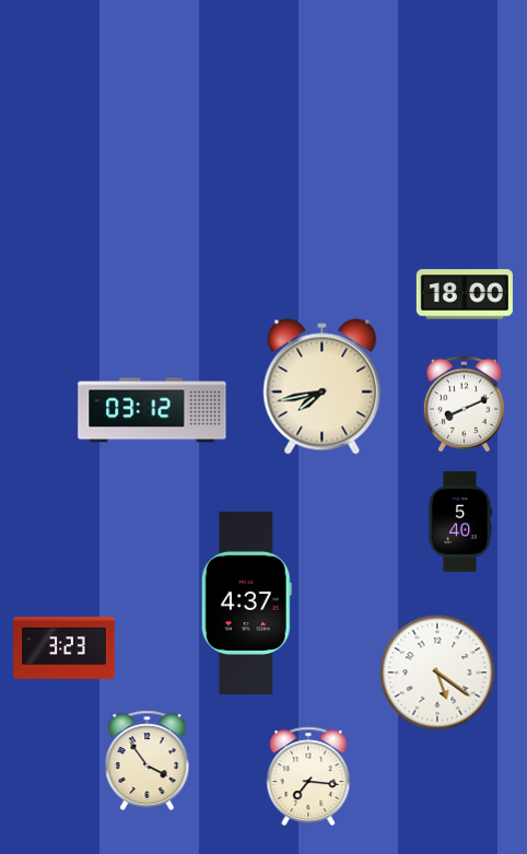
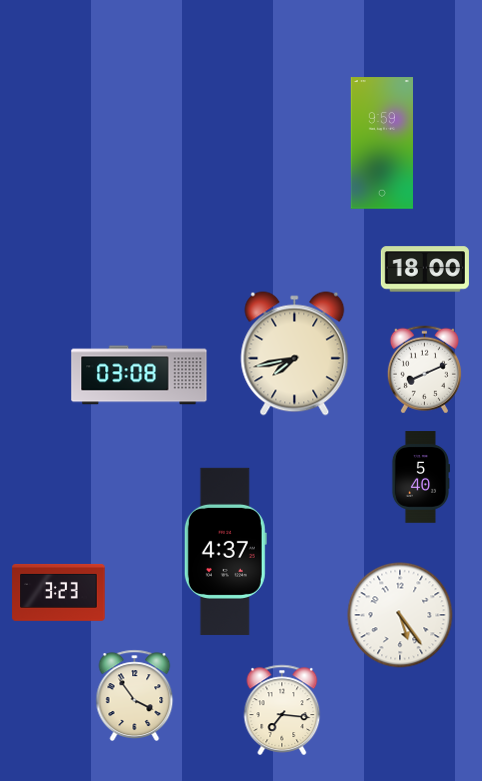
clock at (382, 143): none -> 9:59
clock at (152, 410): 03:12 -> 03:08
clock at (437, 672): 5:21 -> 5:24
